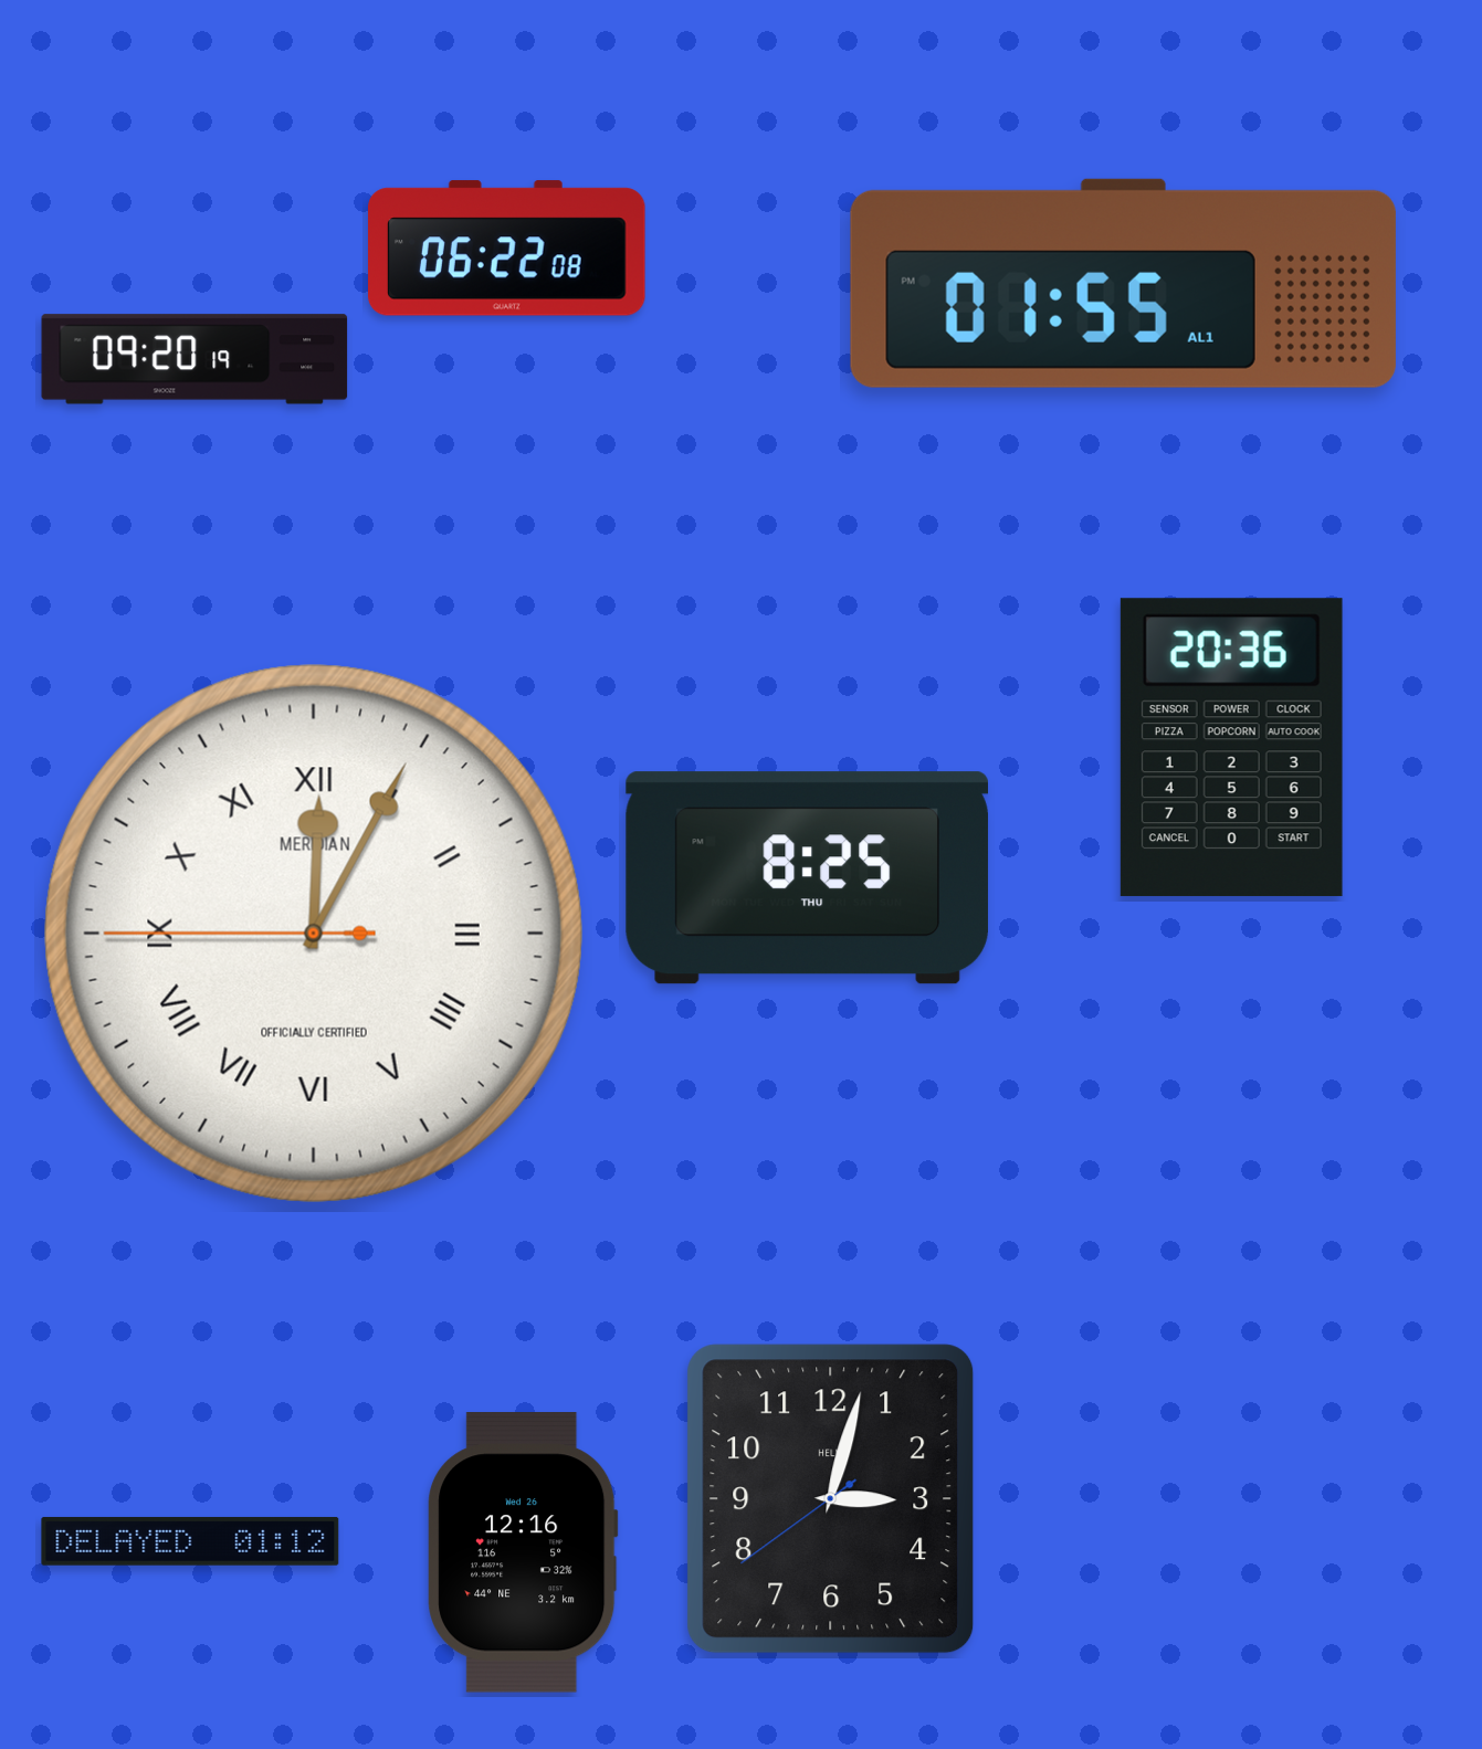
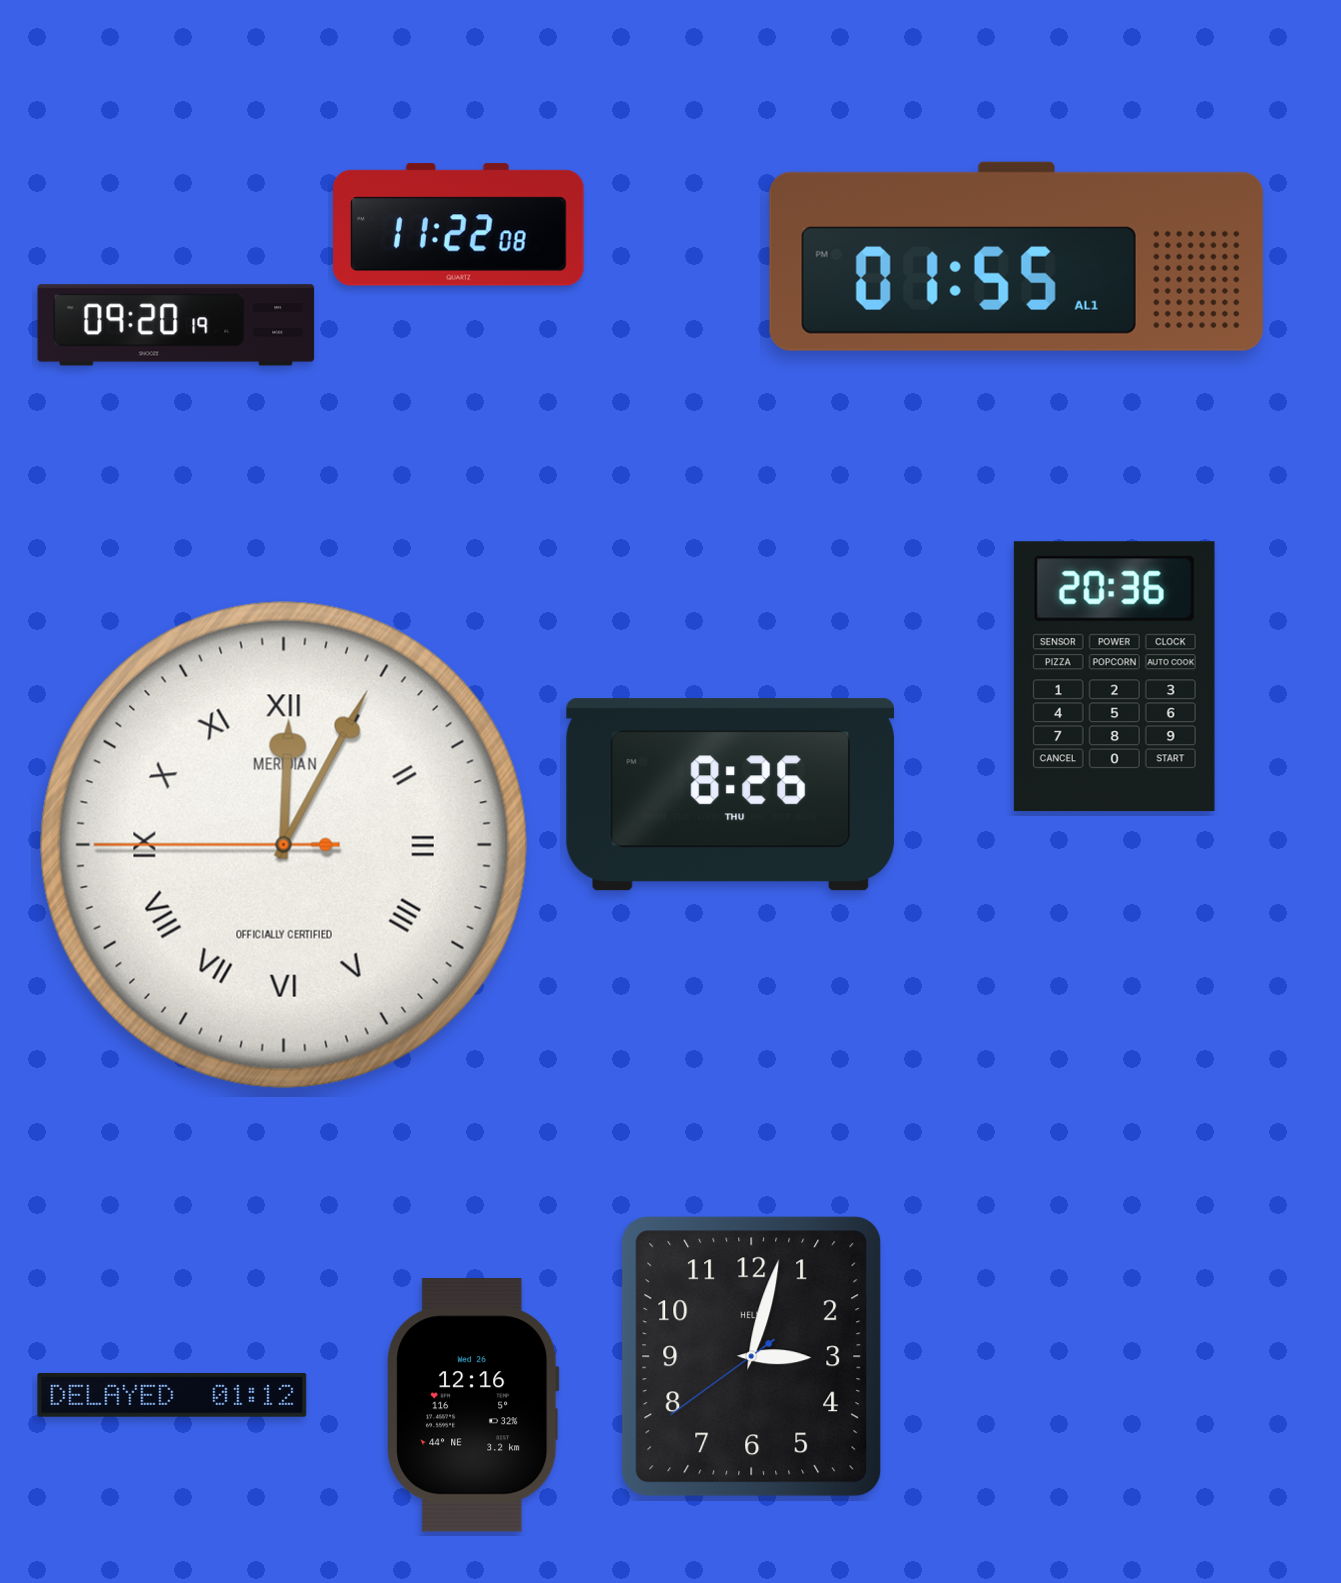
clock at (507, 249): 06:22 -> 11:22
clock at (807, 878): 8:25 -> 8:26
